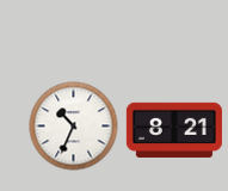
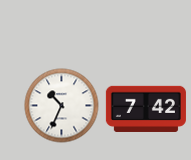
clock at (174, 130): 8:21 -> 7:42
